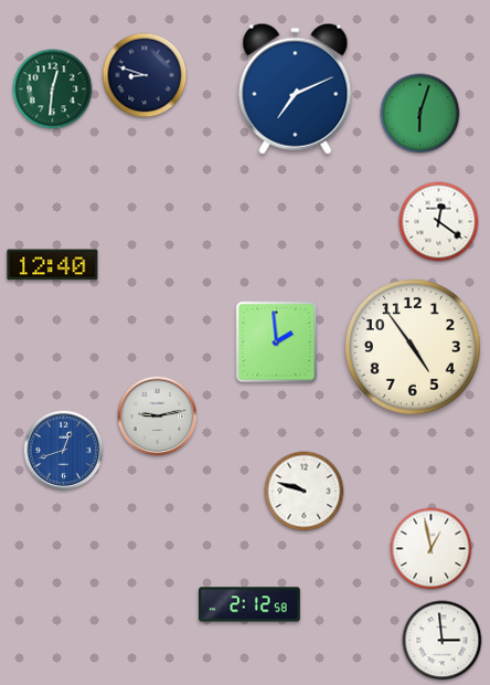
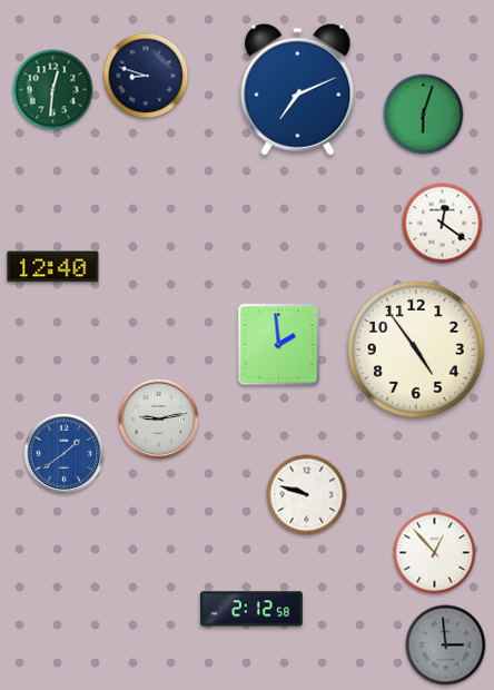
clock at (64, 451): 12:42 -> 1:39
clock at (432, 549): 12:58 -> 12:53
clock at (443, 641) dial: white -> grey
